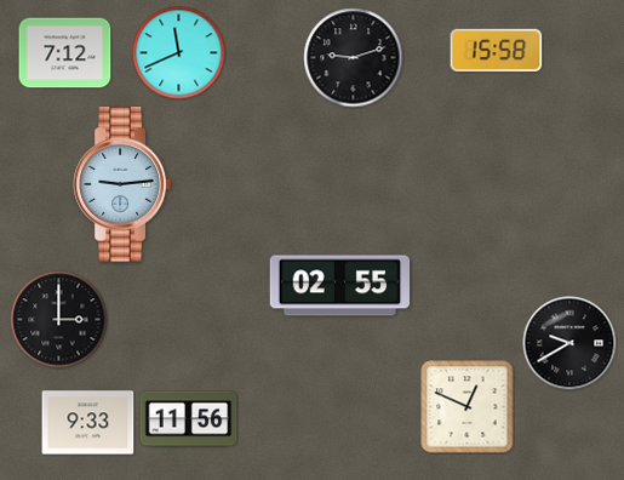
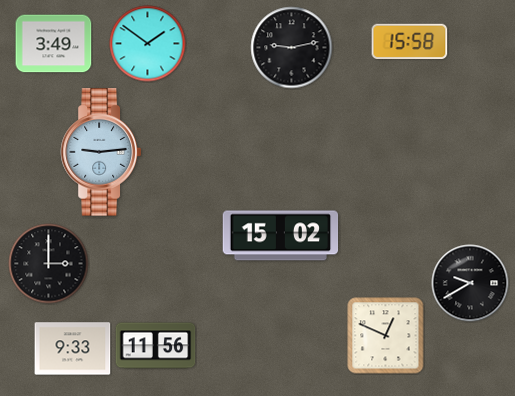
clock at (65, 53): 7:12 -> 3:49
clock at (179, 53): 11:41 -> 1:51
clock at (354, 58): 9:12 -> 9:13
clock at (340, 286): 02:55 -> 15:02
